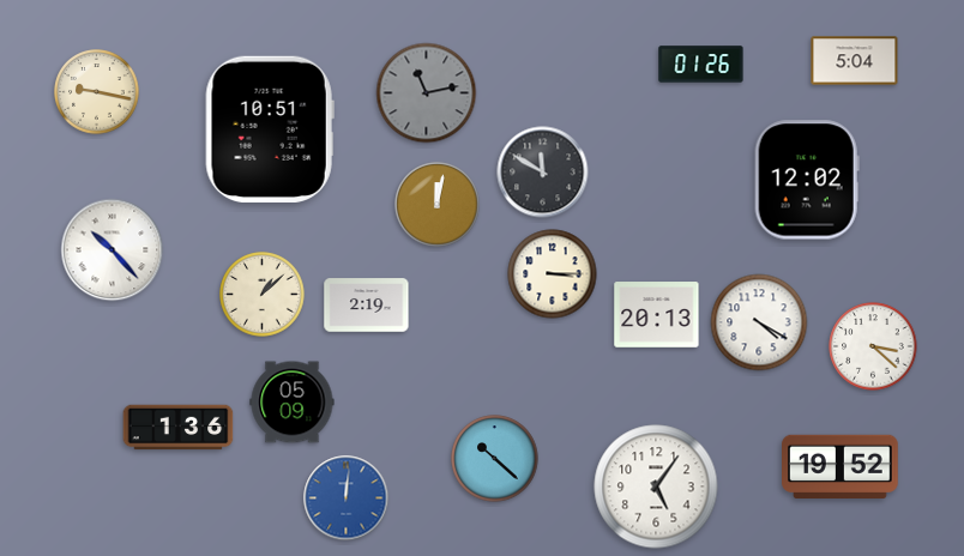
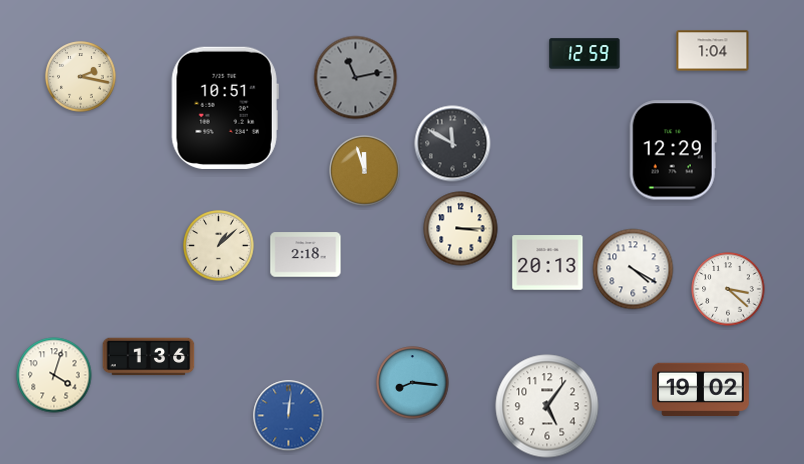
clock at (855, 61): 5:04 -> 1:04
clock at (701, 65): 01:26 -> 12:59
clock at (97, 92): 9:17 -> 2:17
clock at (807, 180): 12:02 -> 12:29
clock at (438, 205): 12:02 -> 11:57
clock at (113, 250): 10:23 -> none
clock at (367, 306): 2:19 -> 2:18
clock at (293, 403): 05:09 -> none
clock at (54, 375): none -> 4:03
clock at (495, 459): 10:22 -> 8:16
clock at (841, 466): 19:52 -> 19:02
